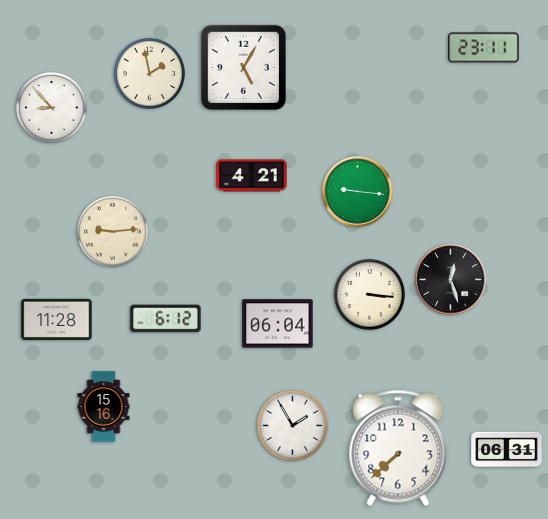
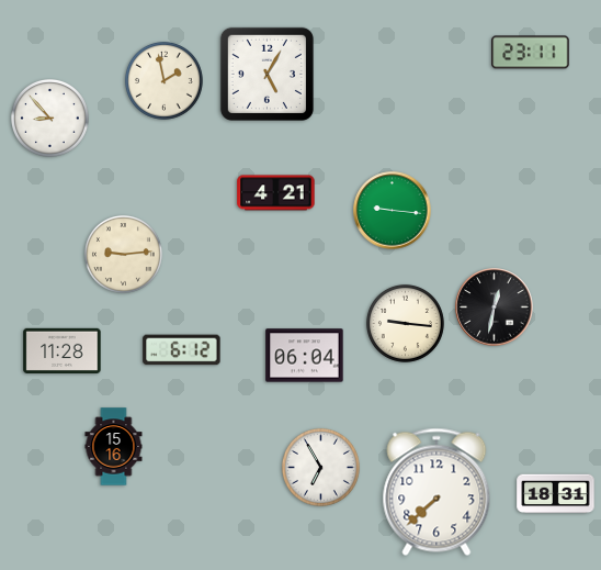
clock at (51, 107) position: (51, 107) -> (49, 118)
clock at (451, 280): 12:27 -> 12:32
clock at (369, 294): 3:16 -> 9:16
clock at (292, 425): 1:55 -> 6:55
clock at (507, 450): 06:31 -> 18:31
